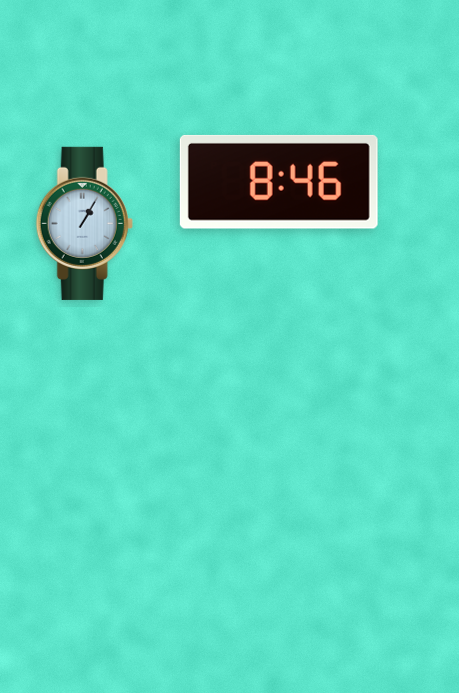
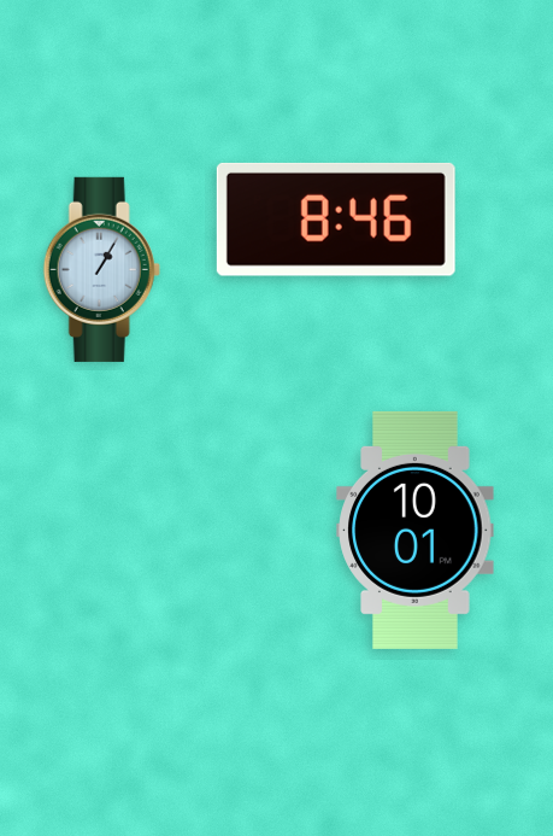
clock at (416, 530): none -> 10:01
